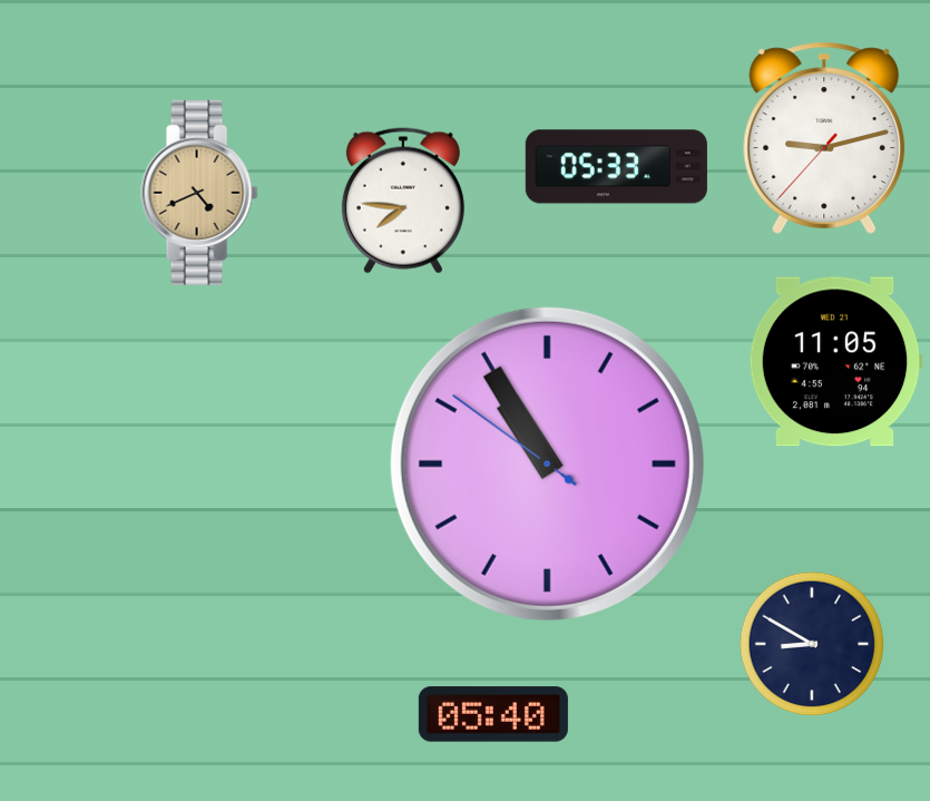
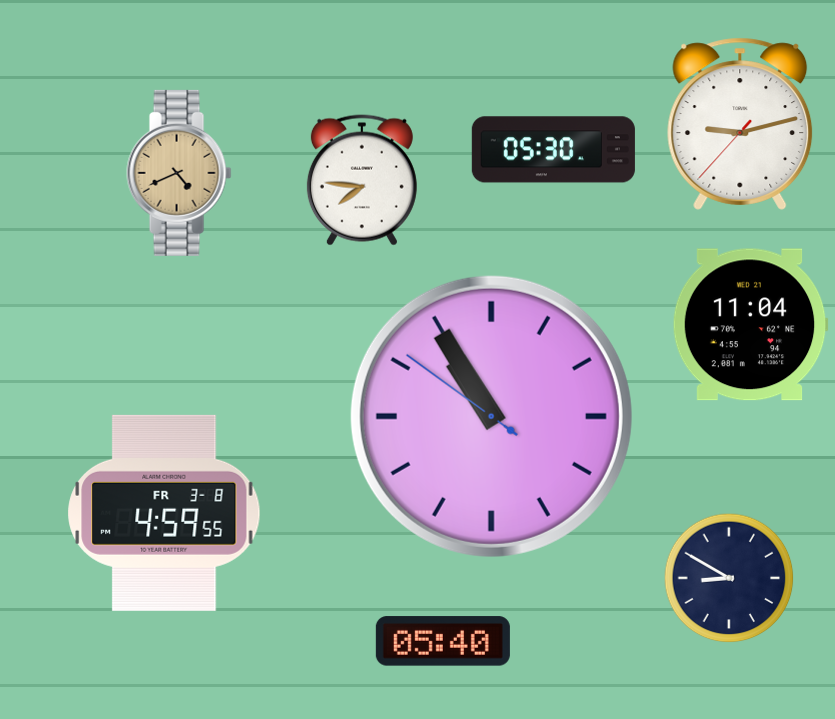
clock at (616, 167): 05:33 -> 05:30
clock at (835, 362): 11:05 -> 11:04
clock at (164, 513): none -> 4:59
